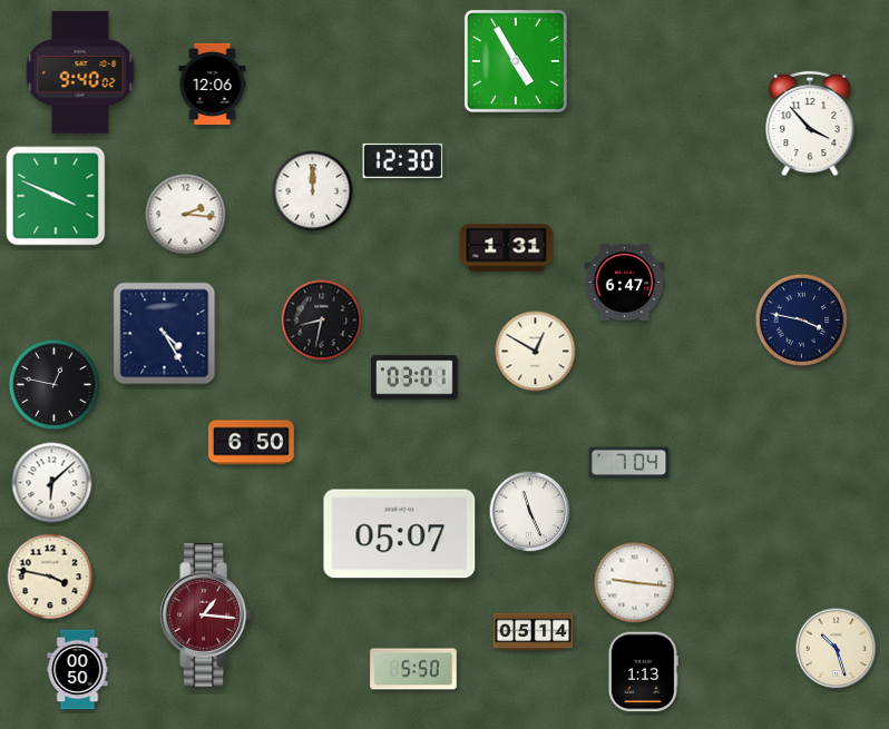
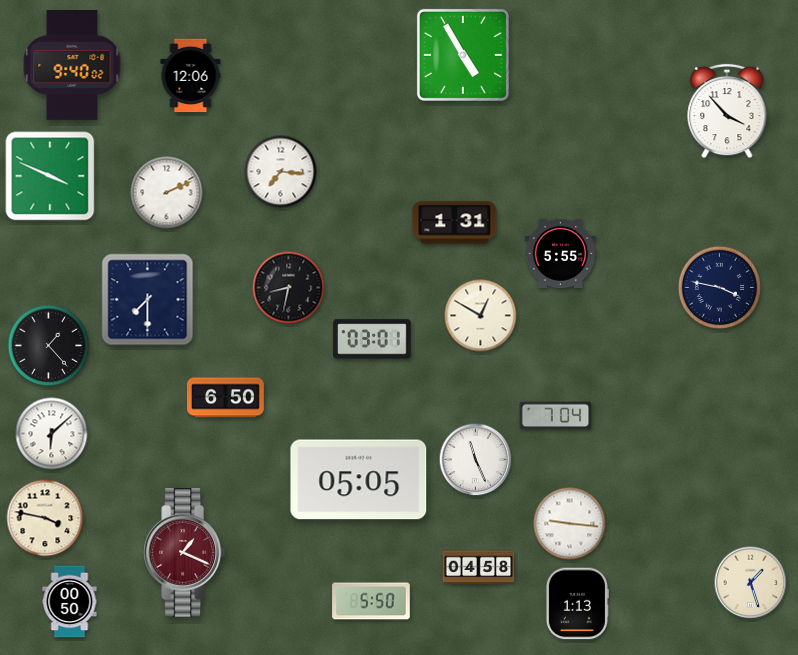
clock at (403, 160): 12:30 -> none
clock at (313, 191): 12:00 -> 7:16
clock at (186, 215): 2:16 -> 2:11
clock at (625, 282): 6:47 -> 5:55
clock at (165, 334): 4:25 -> 7:30
clock at (55, 385): 12:47 -> 1:23
clock at (629, 463) position: (629, 463) -> (556, 416)
clock at (52, 483) position: (52, 483) -> (52, 434)
clock at (400, 534): 05:07 -> 05:05
clock at (205, 615): 1:16 -> 1:19
clock at (534, 632): 05:14 -> 04:58
clock at (837, 649): 10:27 -> 1:27
